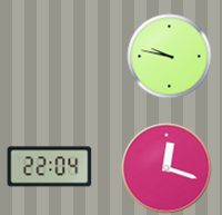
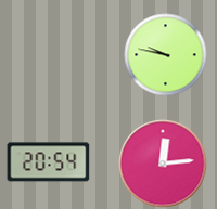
clock at (50, 167): 22:04 -> 20:54
clock at (167, 168): 12:18 -> 12:14
